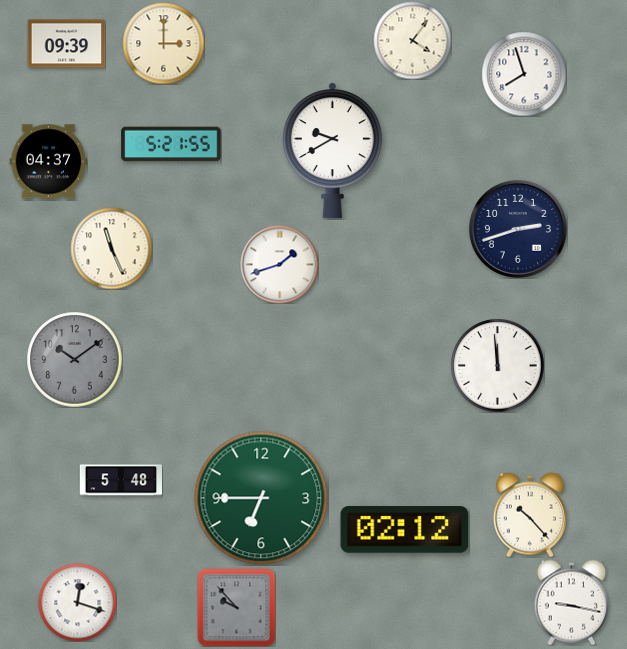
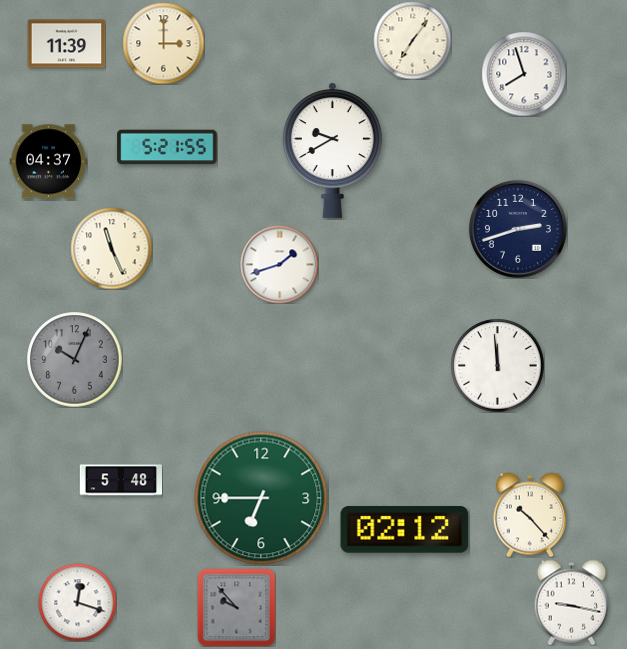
clock at (412, 40): 4:06 -> 7:06
clock at (66, 44): 09:39 -> 11:39
clock at (171, 144) position: (171, 144) -> (167, 147)
clock at (74, 359): 10:09 -> 10:04
